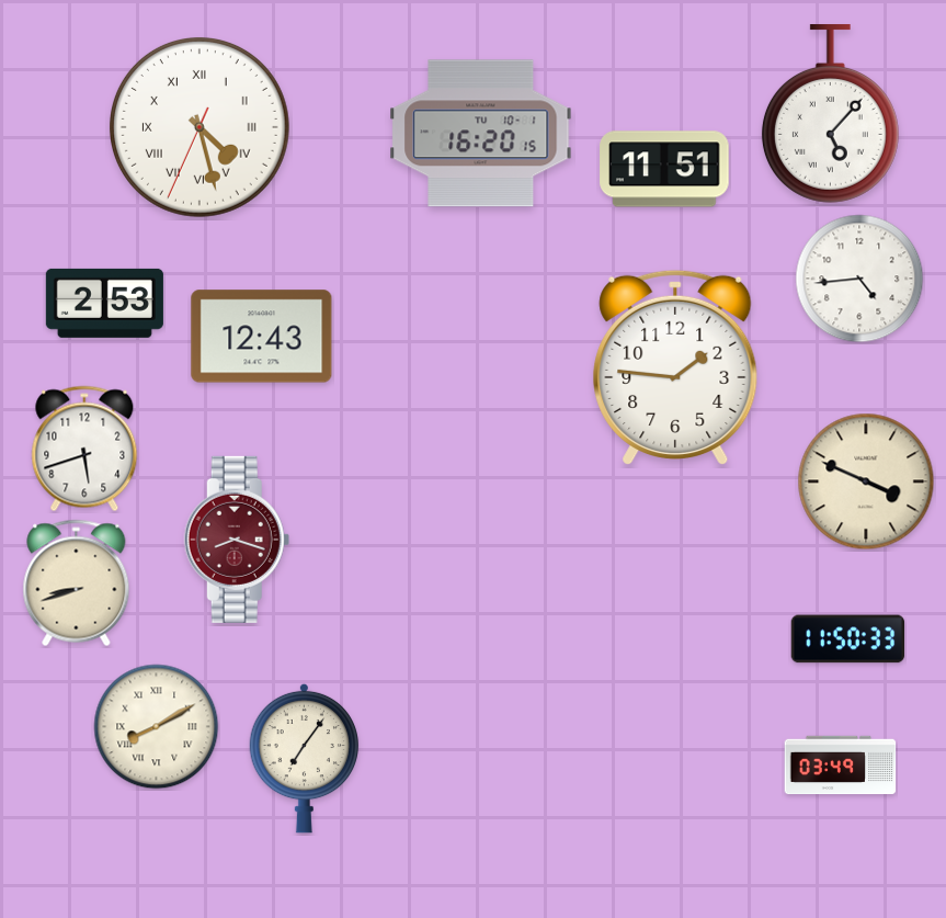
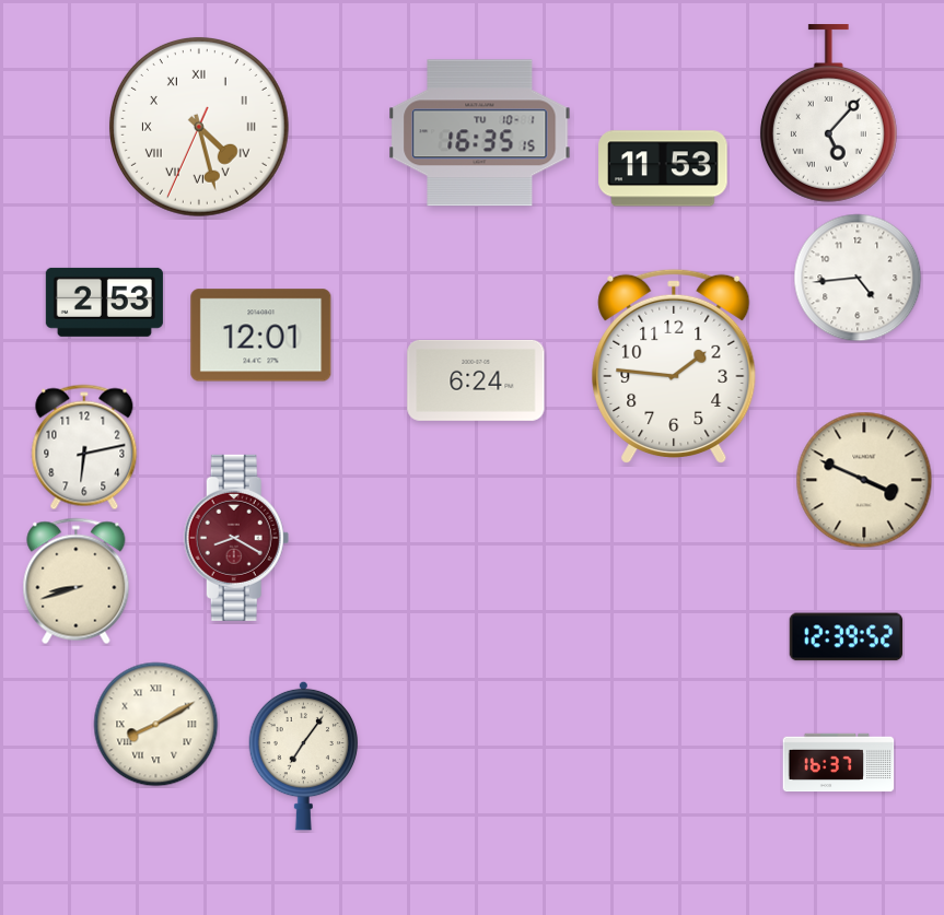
clock at (481, 134): 16:20 -> 16:35
clock at (664, 169): 11:51 -> 11:53
clock at (262, 337): 12:43 -> 12:01
clock at (476, 380): none -> 6:24
clock at (84, 449): 5:42 -> 6:13
clock at (237, 540): 8:18 -> 8:20
clock at (848, 639): 11:50 -> 12:39
clock at (841, 766): 03:49 -> 16:37
